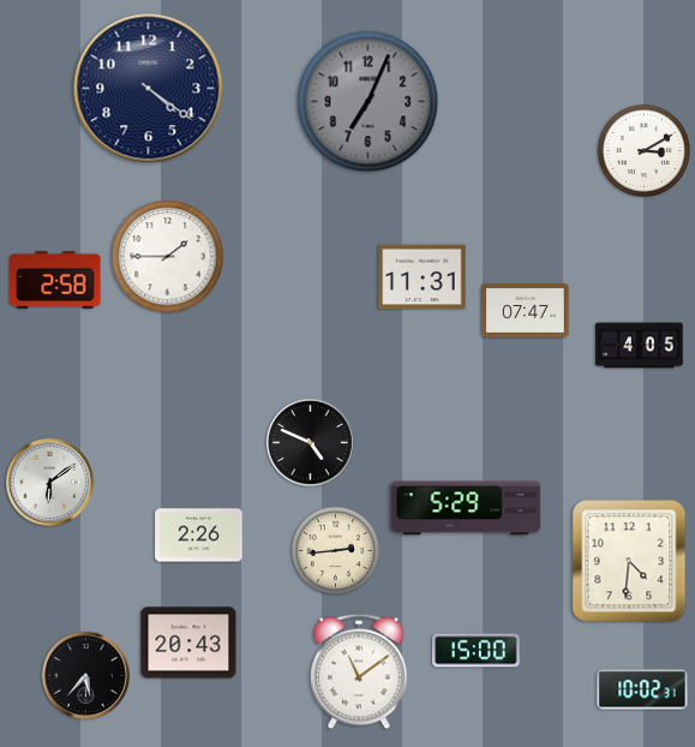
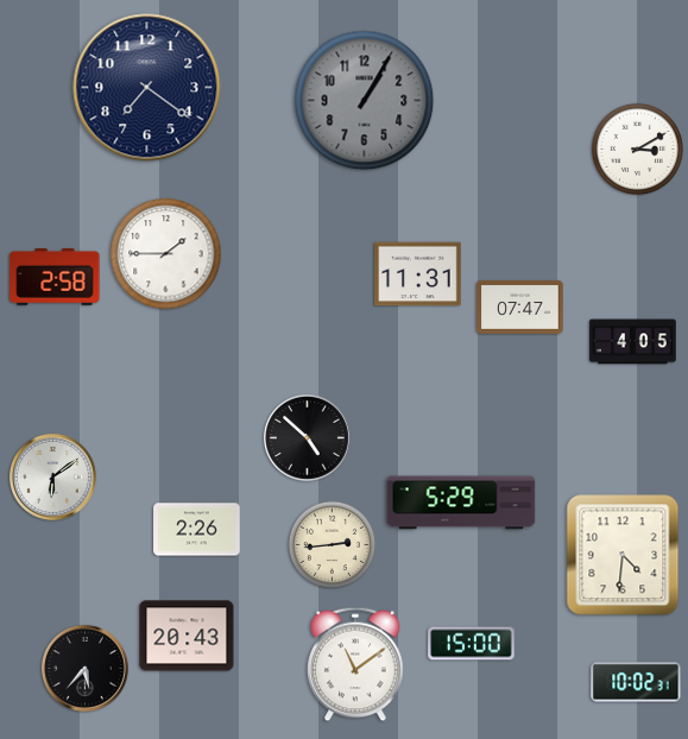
clock at (149, 89): 4:21 -> 7:21
clock at (369, 102): 7:04 -> 1:05
clock at (310, 442): 4:49 -> 4:52
clock at (49, 482) position: (49, 482) -> (52, 476)
